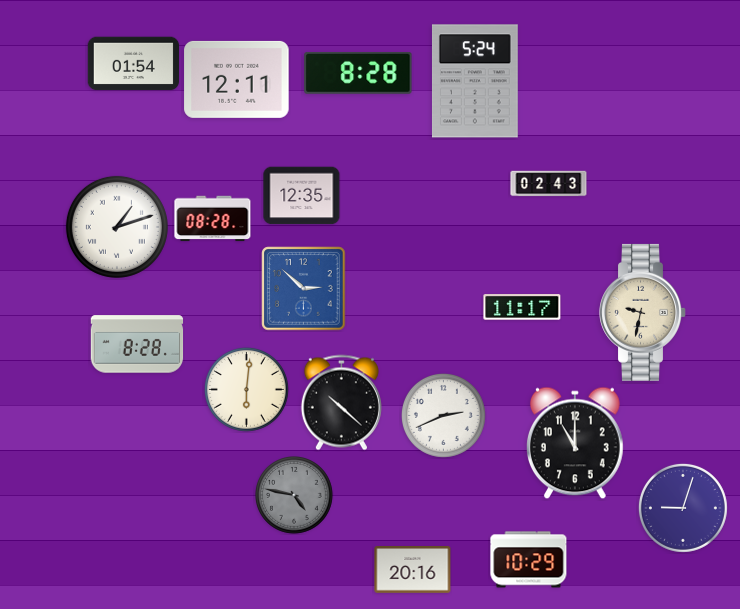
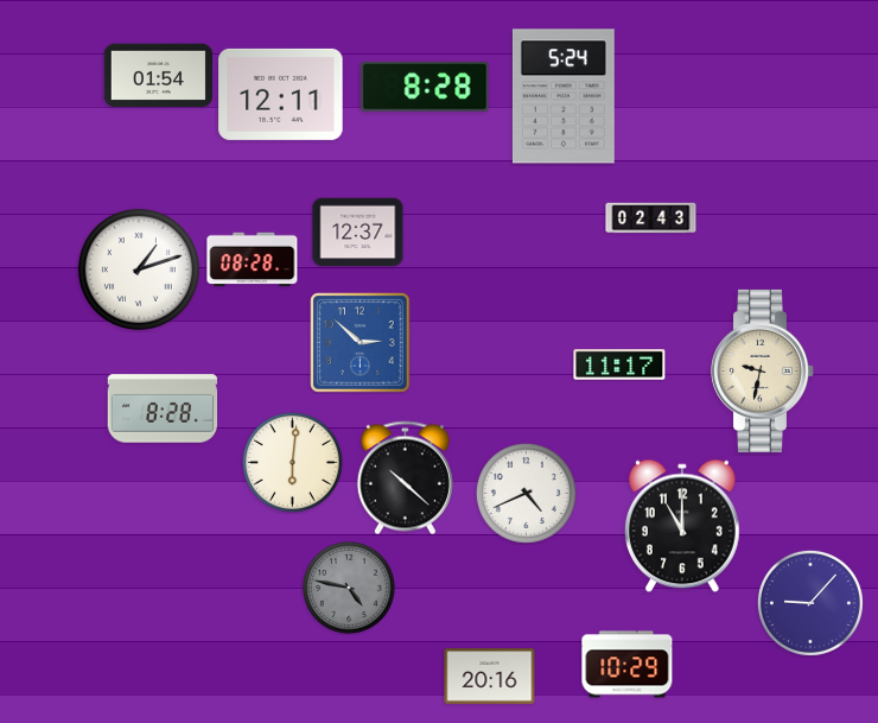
clock at (302, 196): 12:35 -> 12:37
clock at (443, 415): 2:41 -> 4:41
clock at (683, 508): 9:03 -> 9:07
